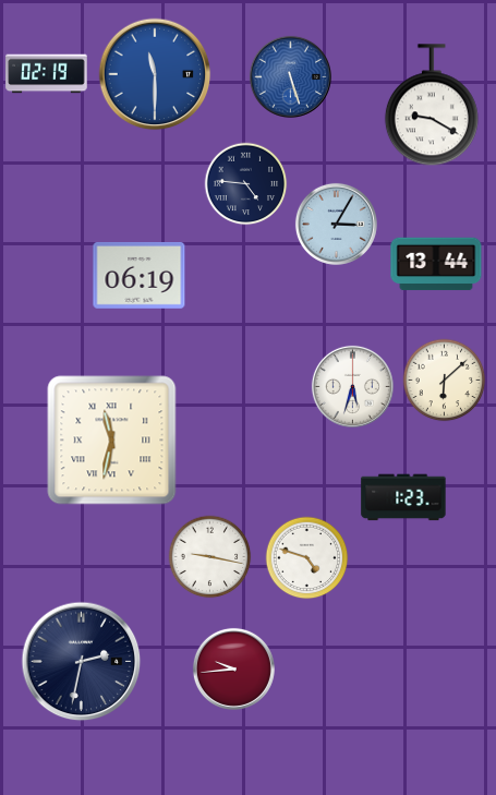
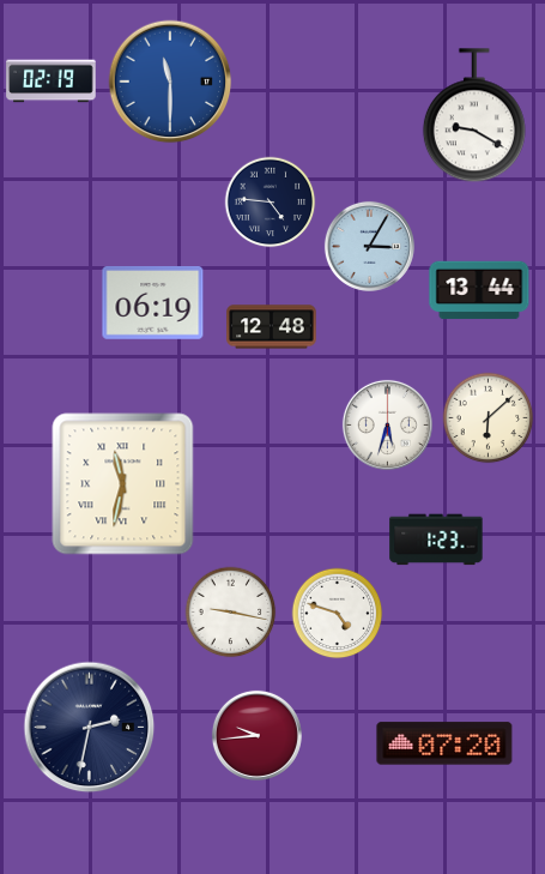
clock at (290, 76): 5:27 -> none
clock at (272, 327): none -> 12:48
clock at (403, 497) position: (403, 497) -> (436, 540)
clock at (444, 743): none -> 07:20
